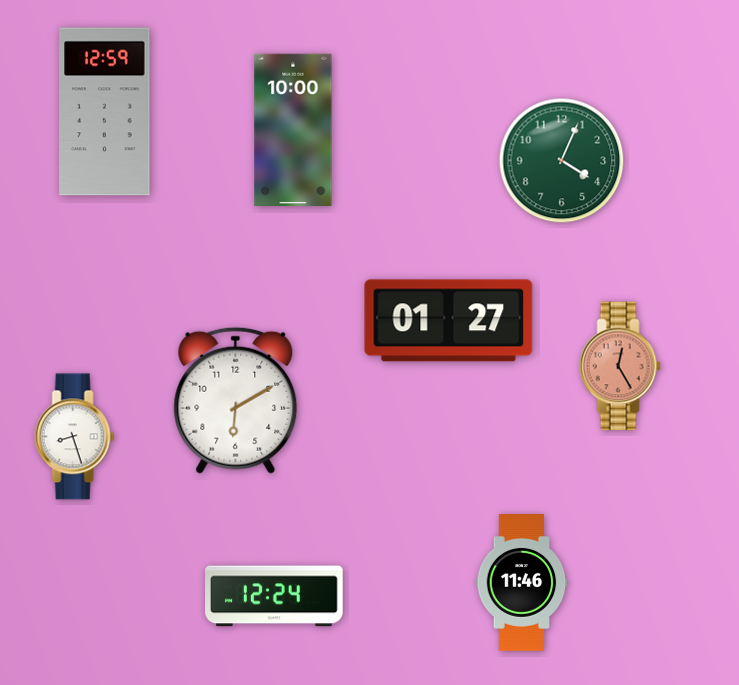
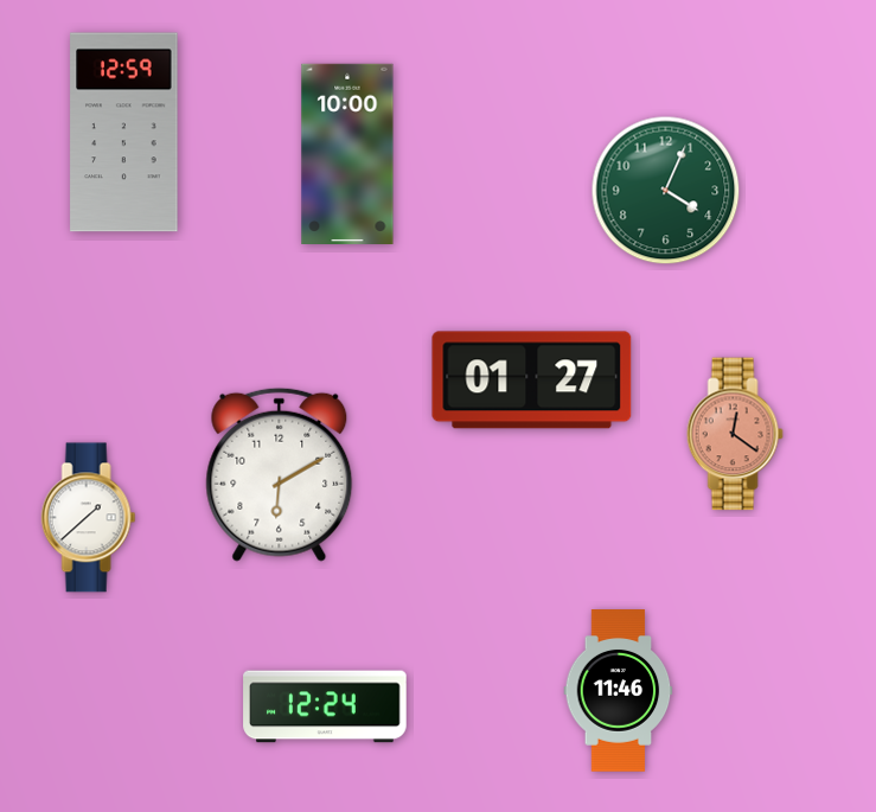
clock at (620, 366): 12:25 -> 12:21
clock at (75, 437): 8:27 -> 1:38
